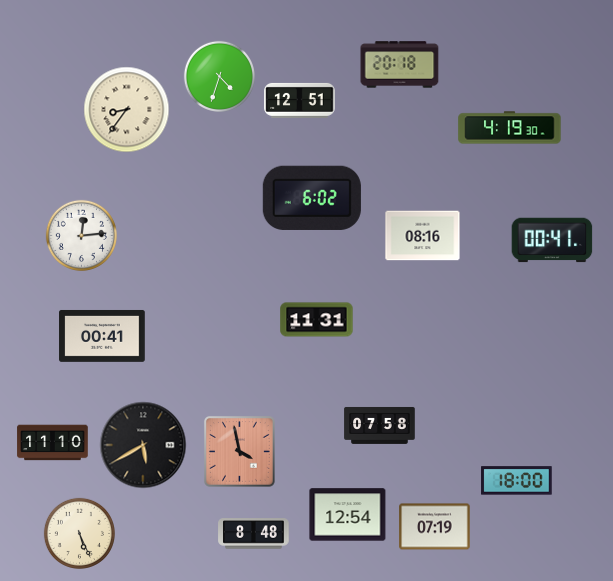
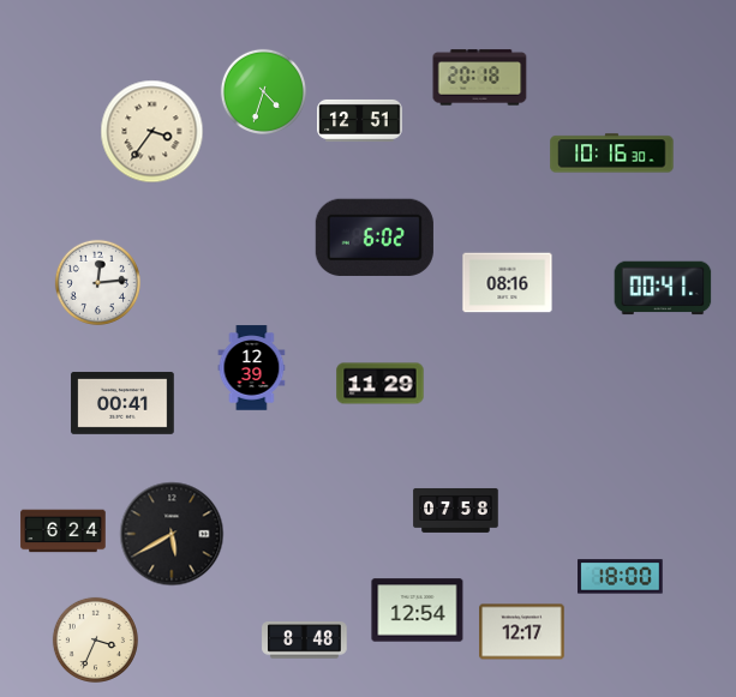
clock at (127, 110): 8:36 -> 3:36
clock at (510, 128): 4:19 -> 10:16
clock at (252, 368): none -> 12:39
clock at (317, 320): 11:31 -> 11:29
clock at (53, 443): 11:10 -> 6:24
clock at (239, 451): 3:58 -> none
clock at (348, 515) position: (348, 515) -> (418, 611)
clock at (435, 527): 07:19 -> 12:17
clock at (79, 533): 5:26 -> 3:34
